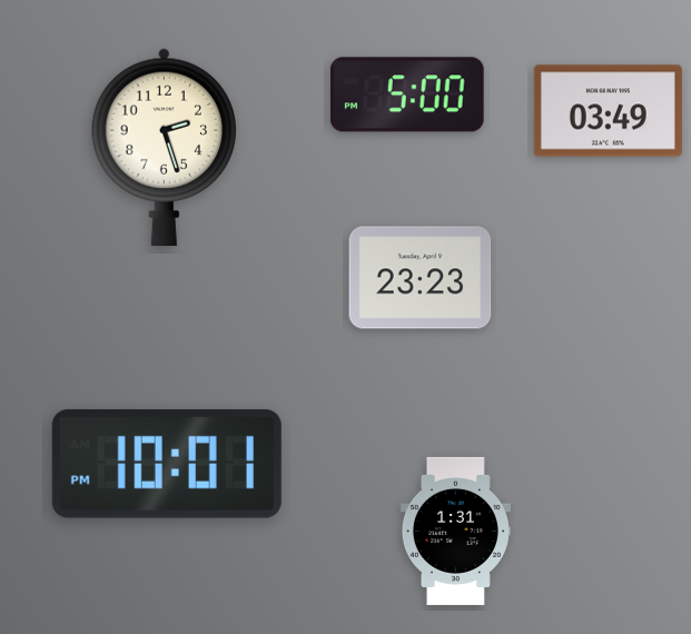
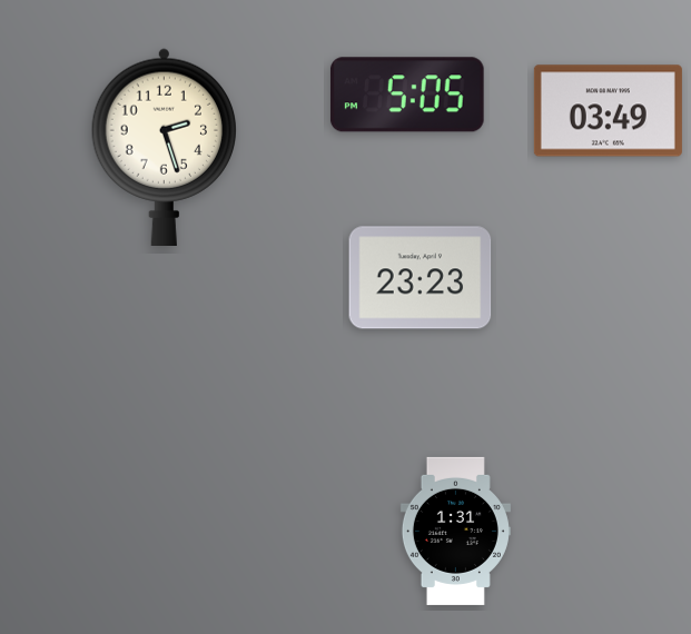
clock at (407, 95): 5:00 -> 5:05
clock at (167, 464): 10:01 -> none
